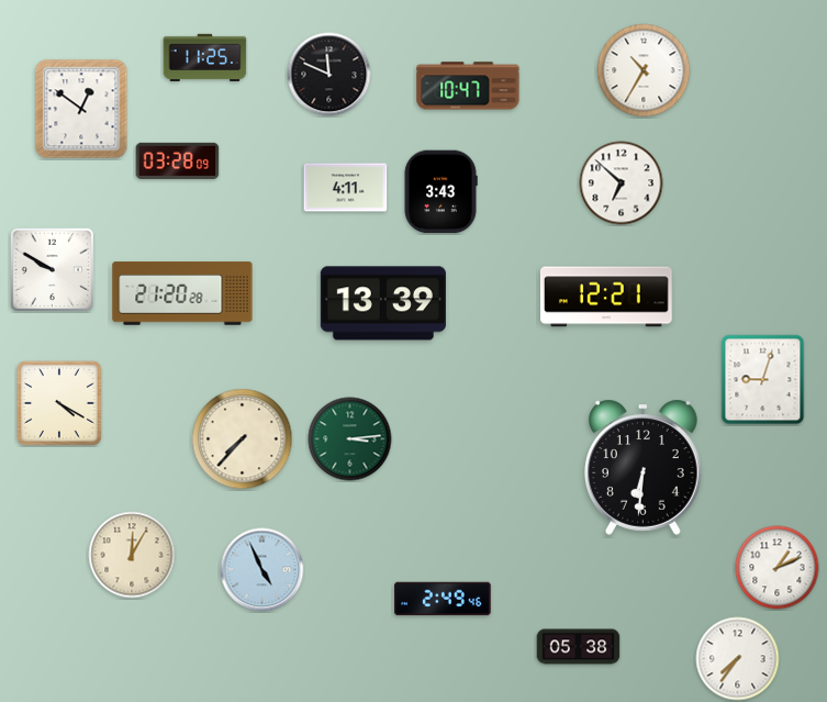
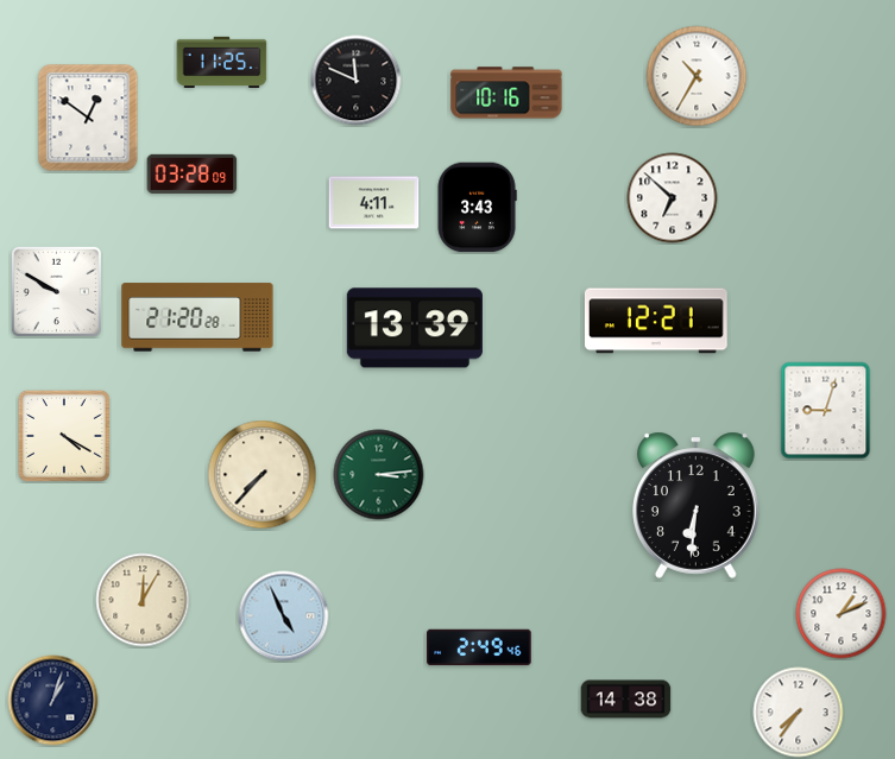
clock at (468, 86): 10:47 -> 10:16
clock at (579, 647): 05:38 -> 14:38
clock at (53, 701): none -> 1:03
